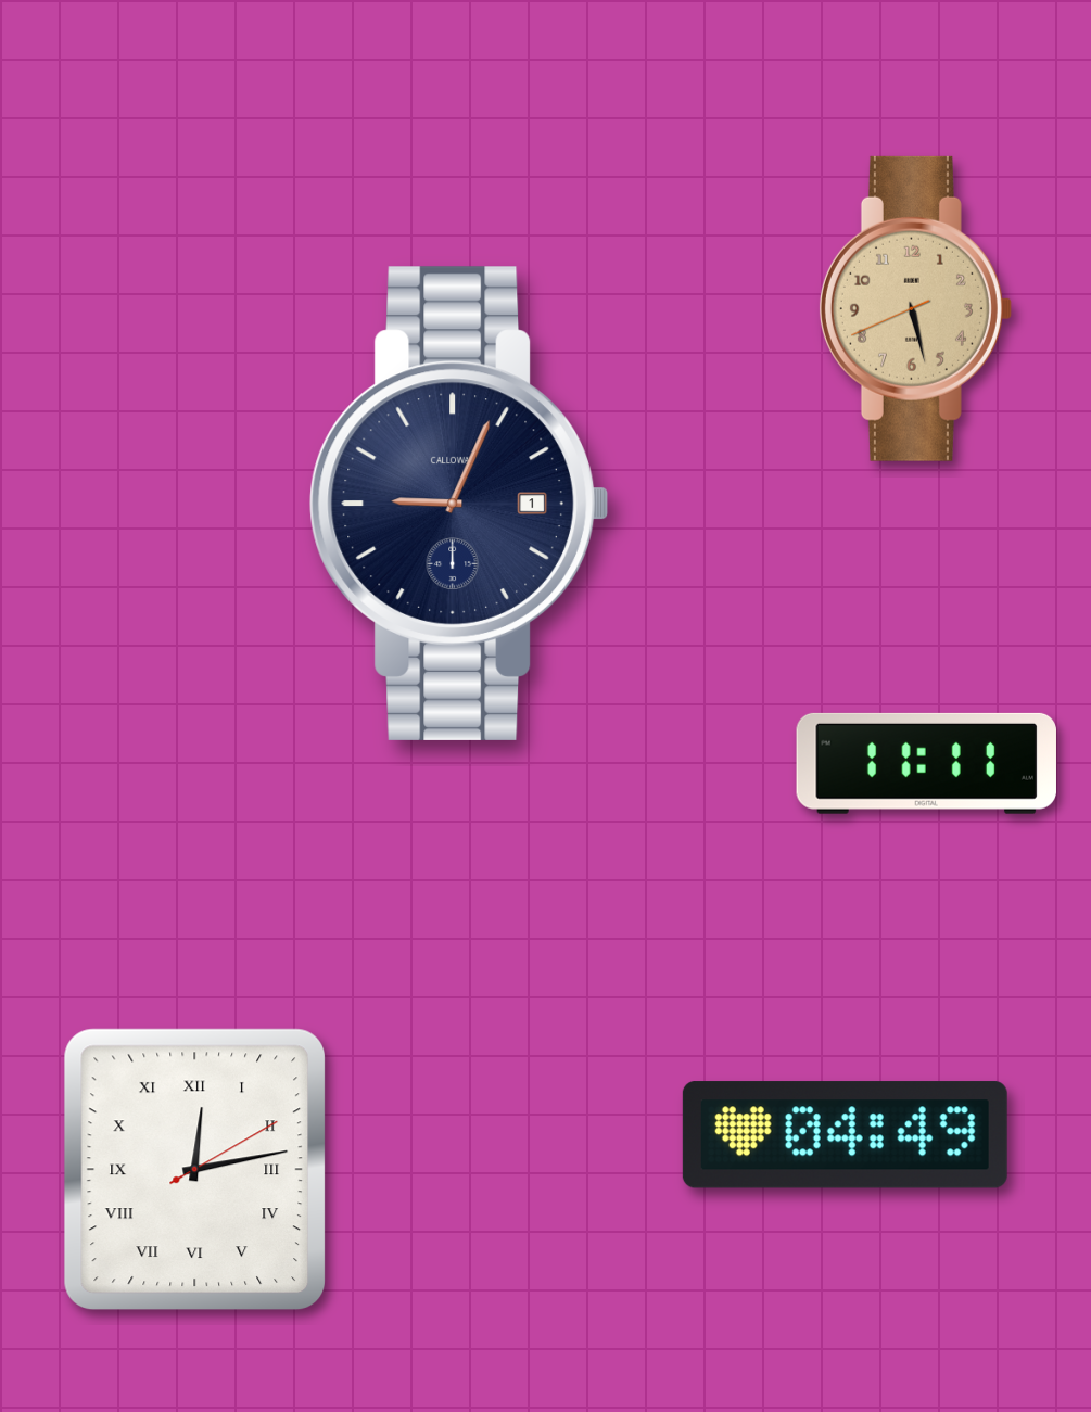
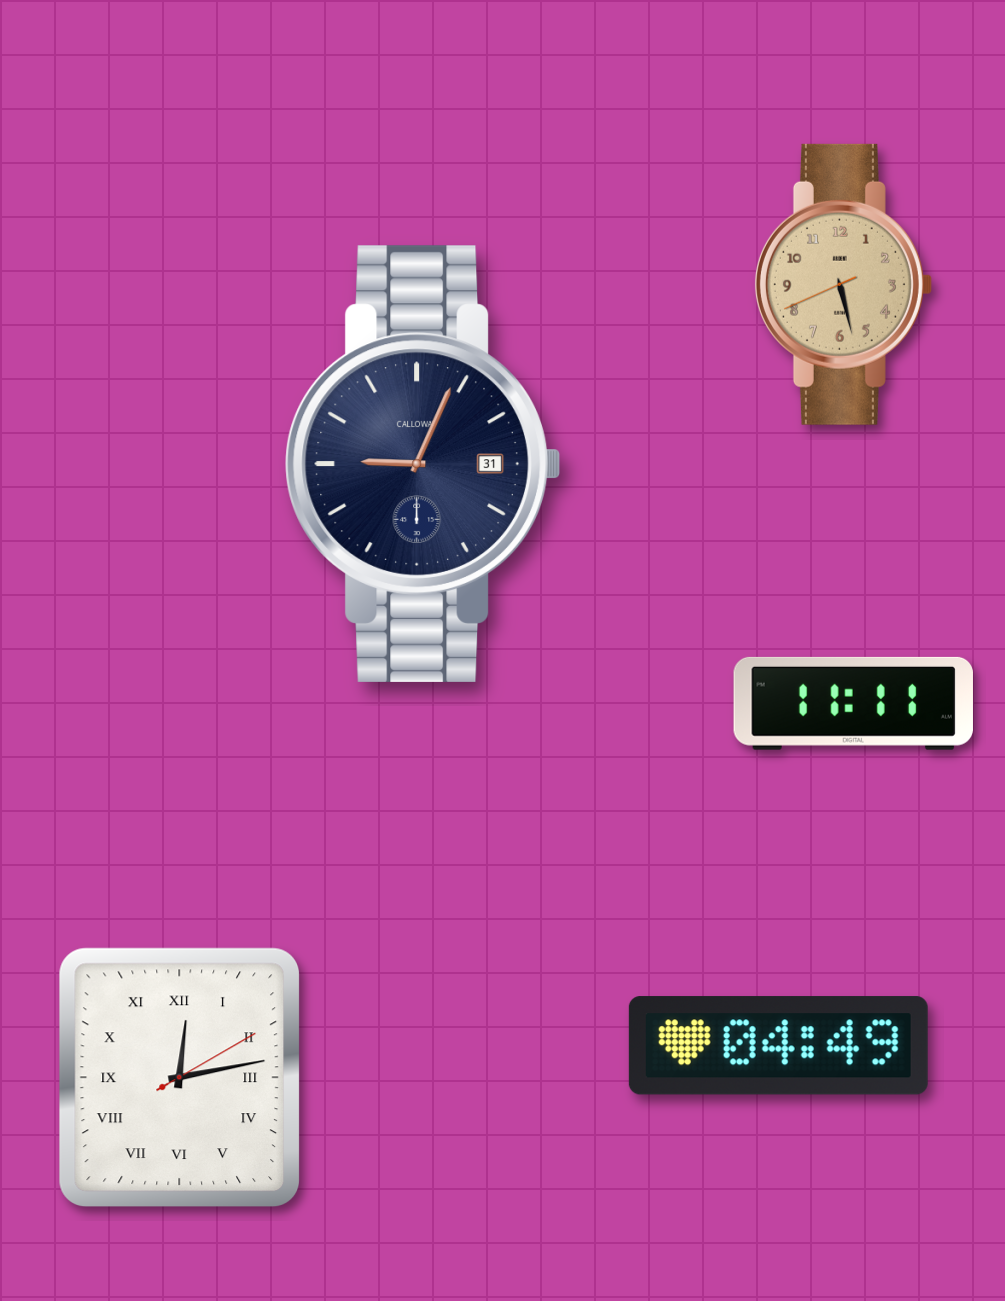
clock at (459, 504) date: 1 -> 31
